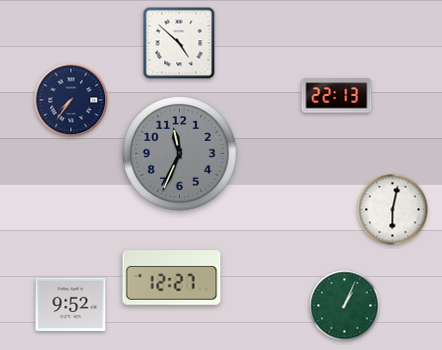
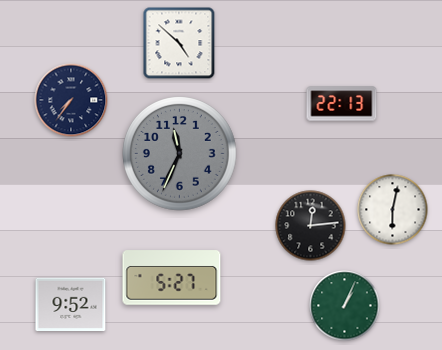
clock at (337, 96) position: (337, 96) -> (342, 104)
clock at (311, 226): none -> 12:14
clock at (172, 278): 12:27 -> 5:27
